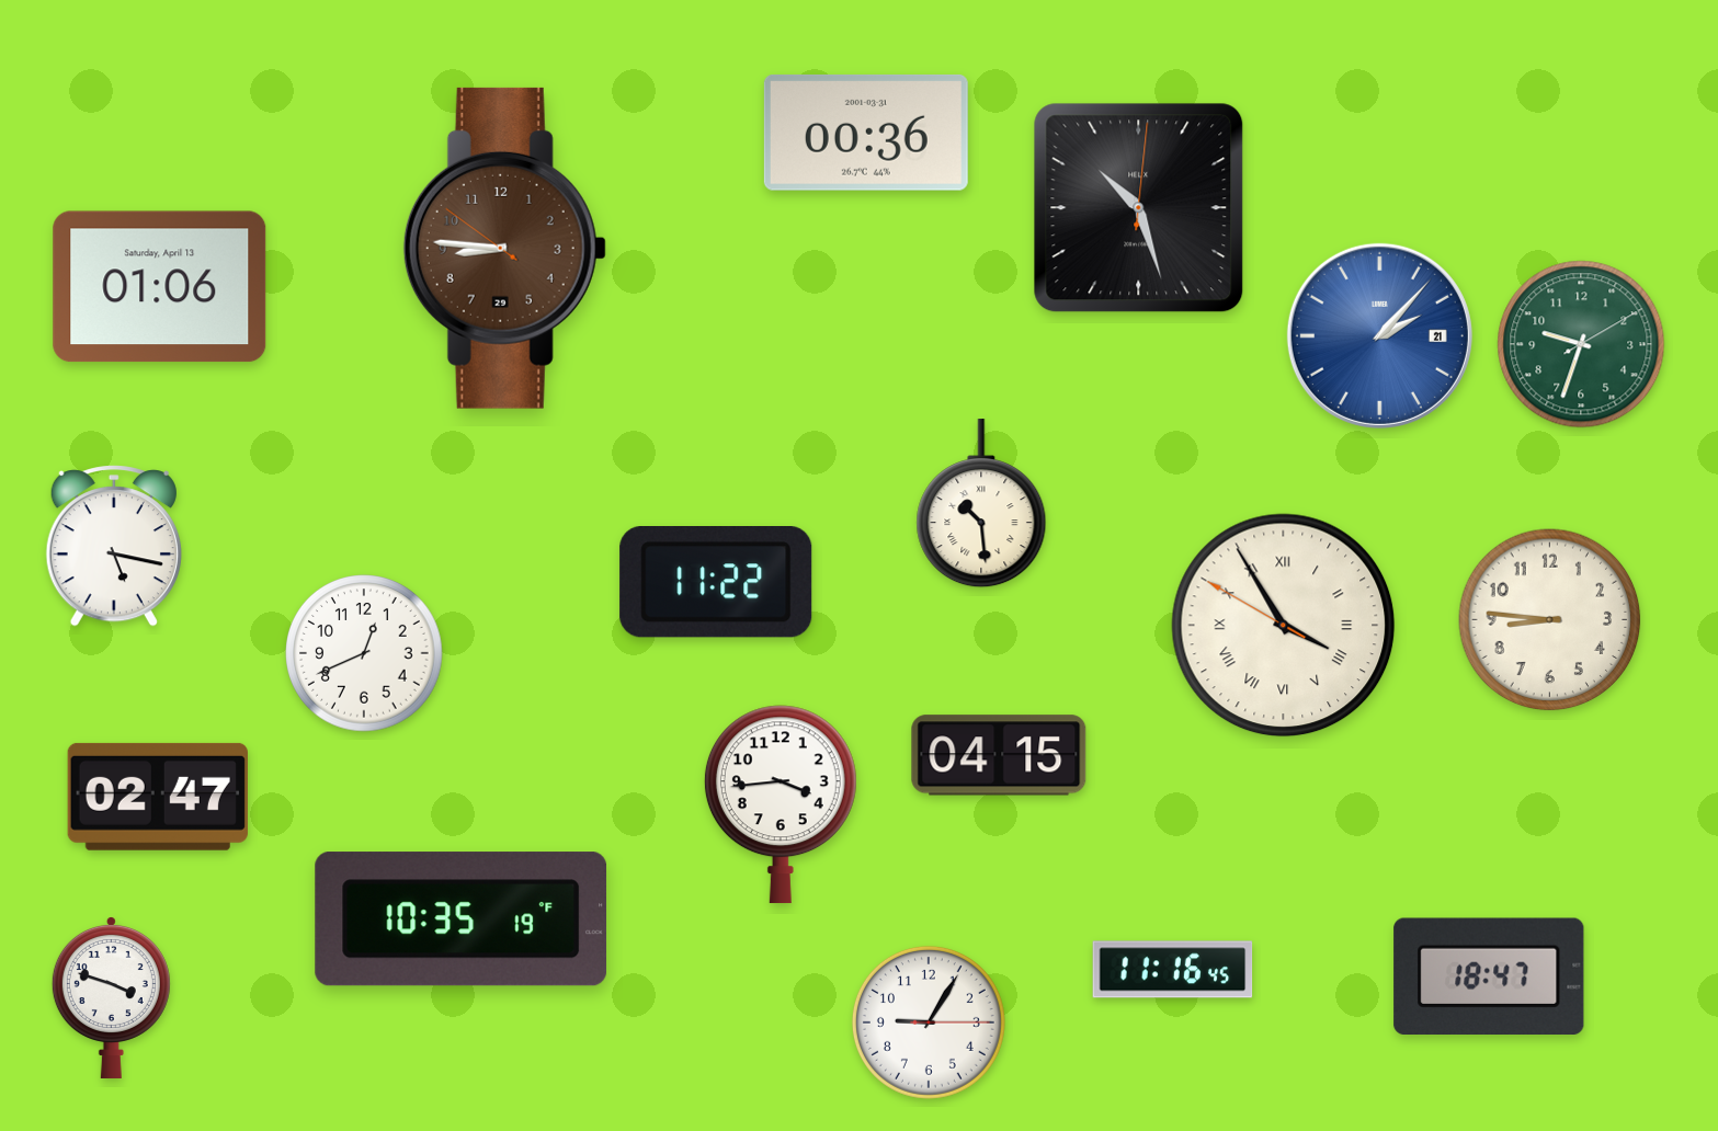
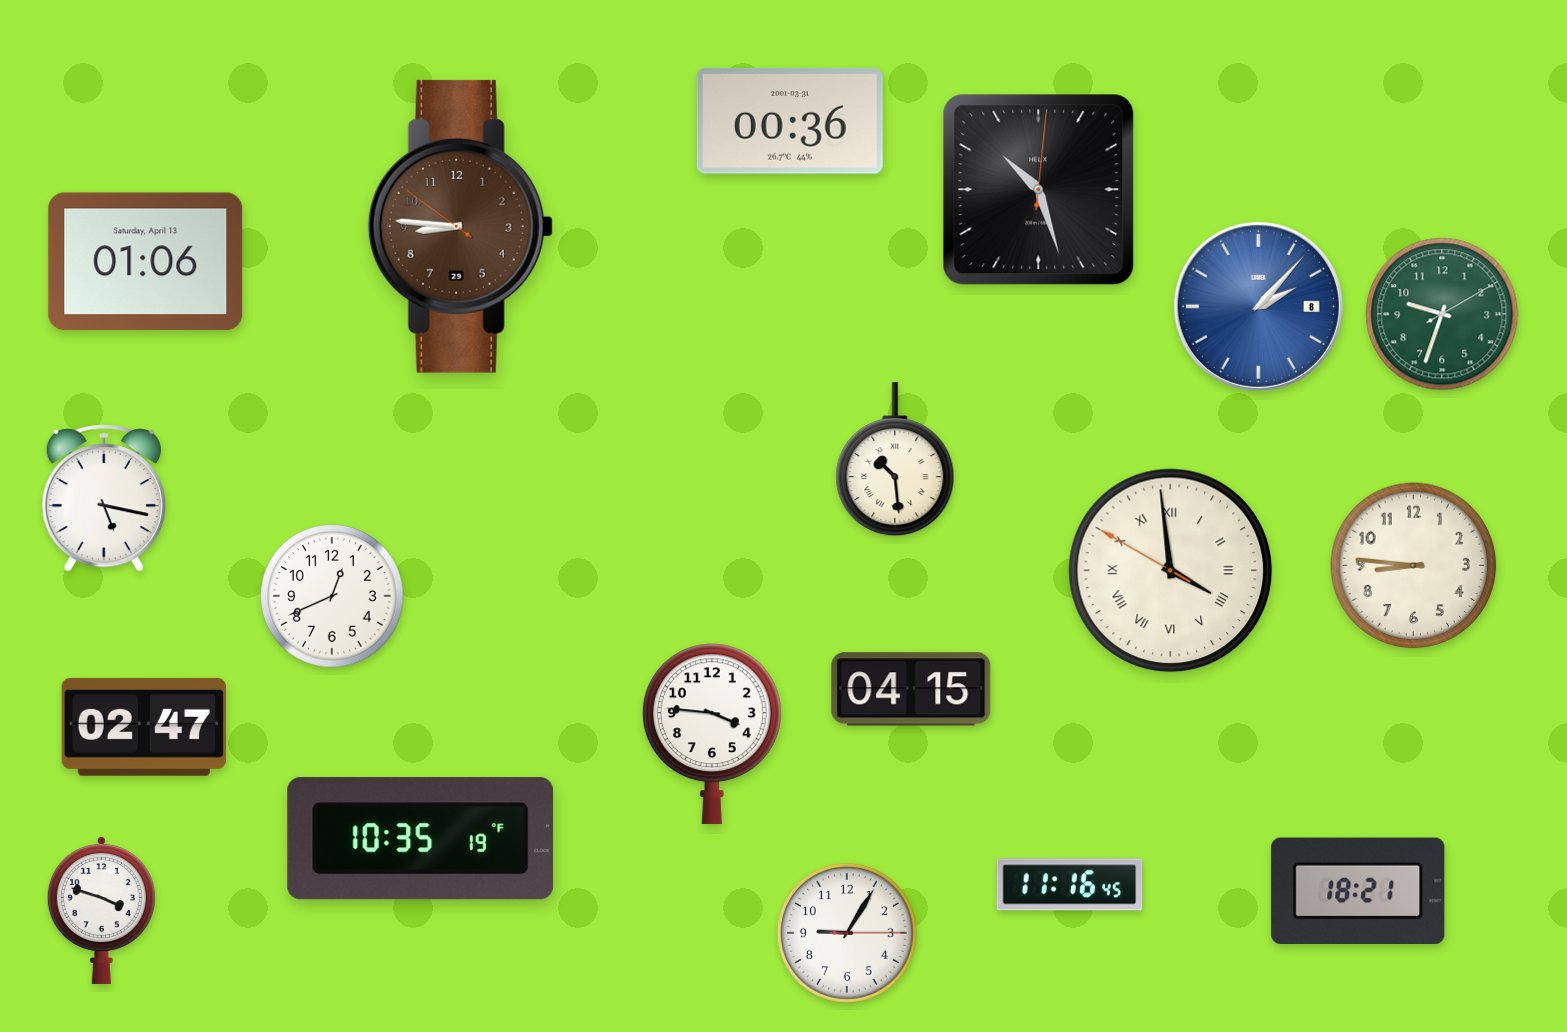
clock at (1379, 335) date: 21 -> 8
clock at (716, 582): 11:22 -> none
clock at (1284, 626): 3:54 -> 3:58
clock at (781, 804): 3:44 -> 3:46
clock at (1489, 975): 18:47 -> 18:21
